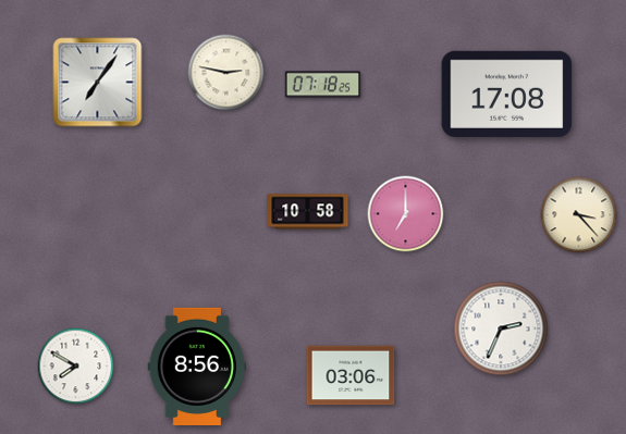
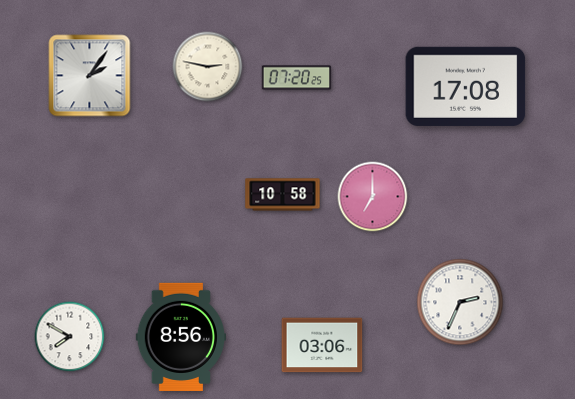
clock at (98, 83): 7:06 -> 2:06
clock at (323, 85): 07:18 -> 07:20
clock at (579, 215): 3:23 -> none
